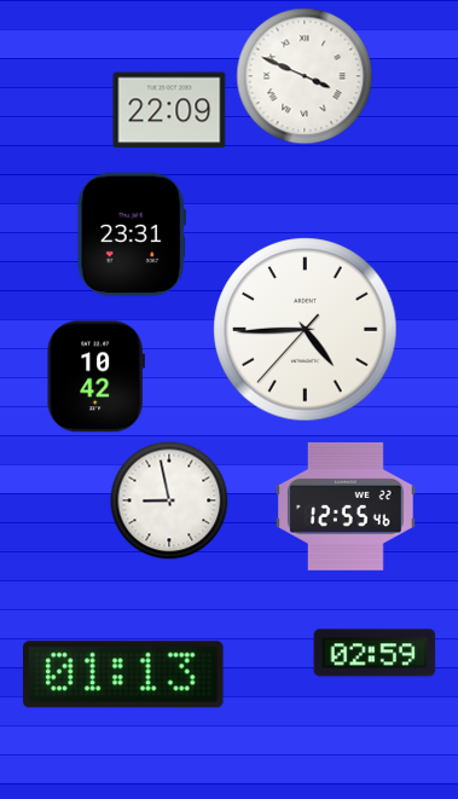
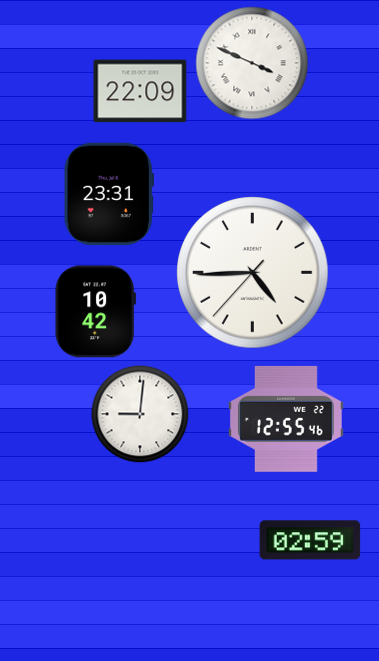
clock at (95, 377) position: (95, 377) -> (95, 312)
clock at (169, 500): 8:58 -> 9:01
clock at (123, 674): 01:13 -> none
